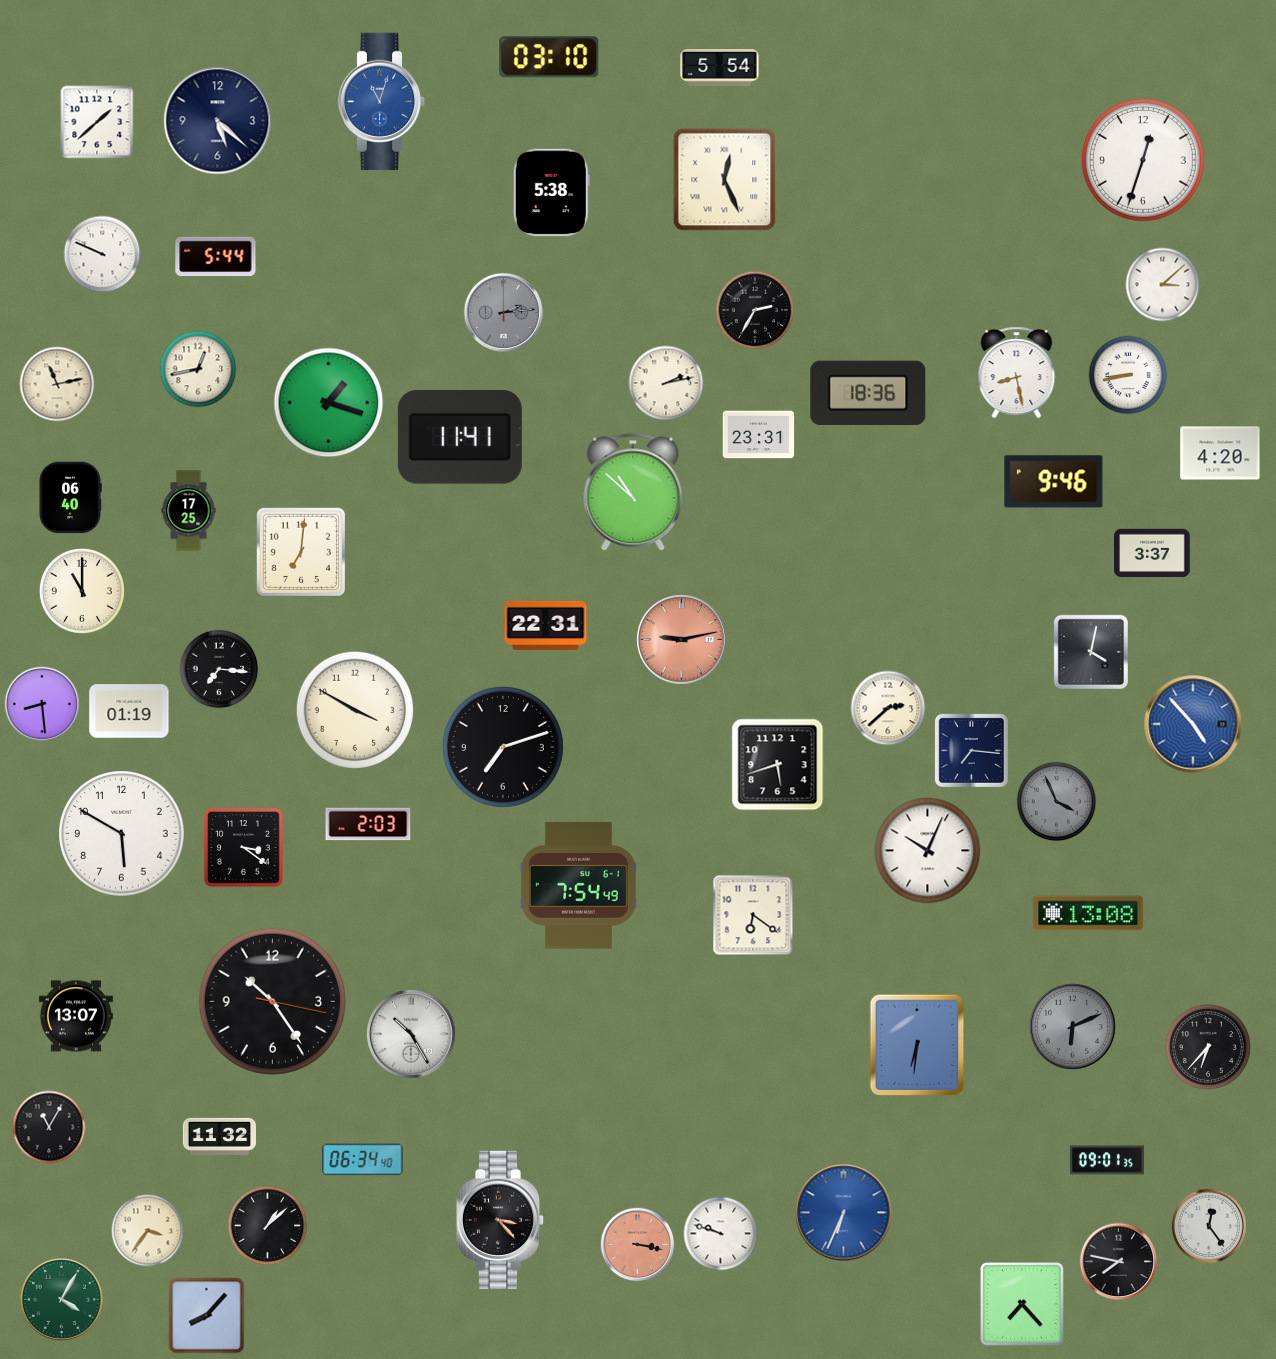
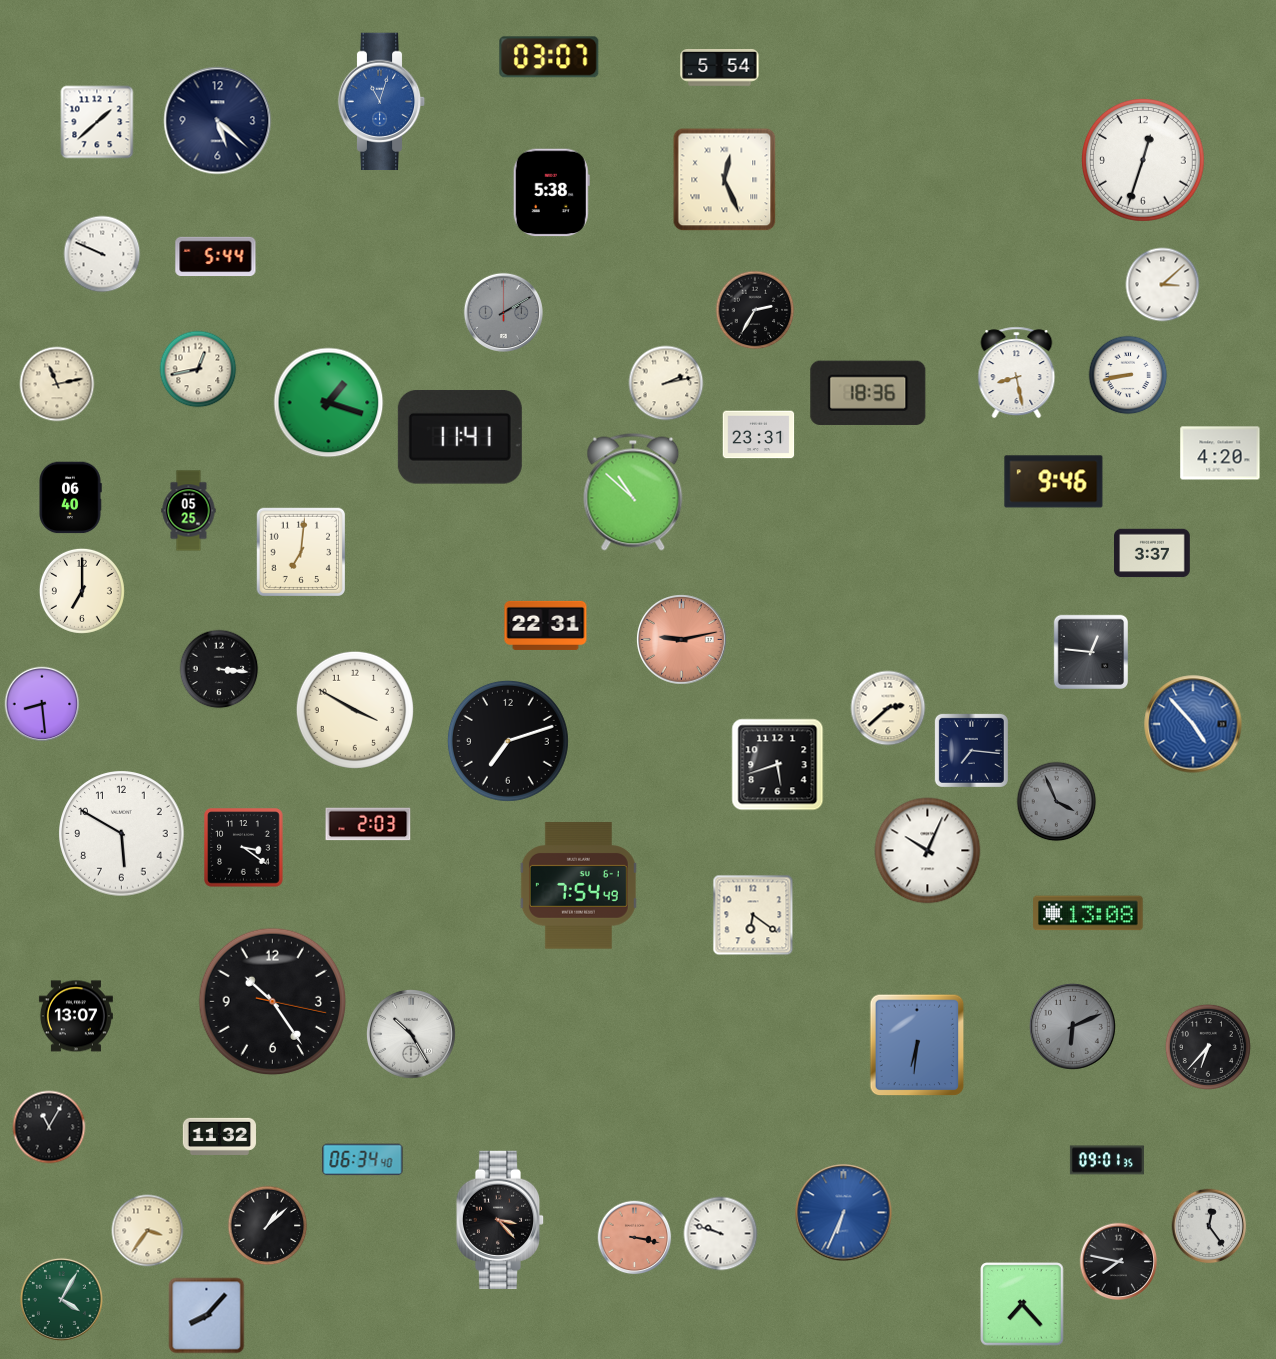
clock at (549, 57): 03:10 -> 03:07
clock at (503, 312): 2:14 -> 2:10
clock at (189, 511): 17:25 -> 05:25
clock at (82, 591): 11:00 -> 7:00
clock at (1090, 651): 4:02 -> 12:46
clock at (219, 669): 7:16 -> 3:16
clock at (129, 711): 01:19 -> none
clock at (503, 747) position: (503, 747) -> (508, 741)
clock at (638, 1245) position: (638, 1245) -> (635, 1238)
